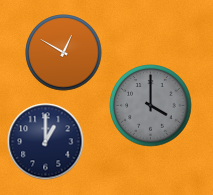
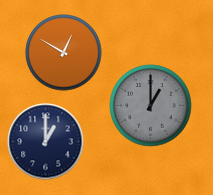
clock at (151, 106): 4:00 -> 1:00
